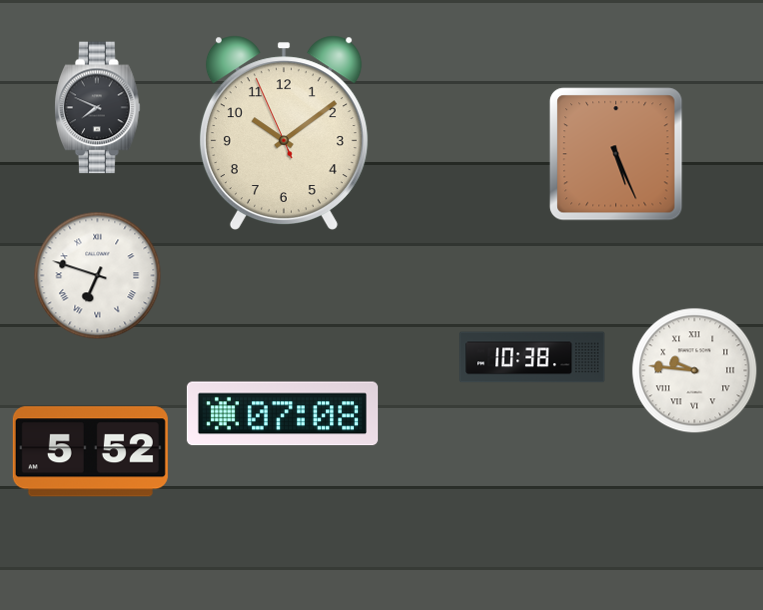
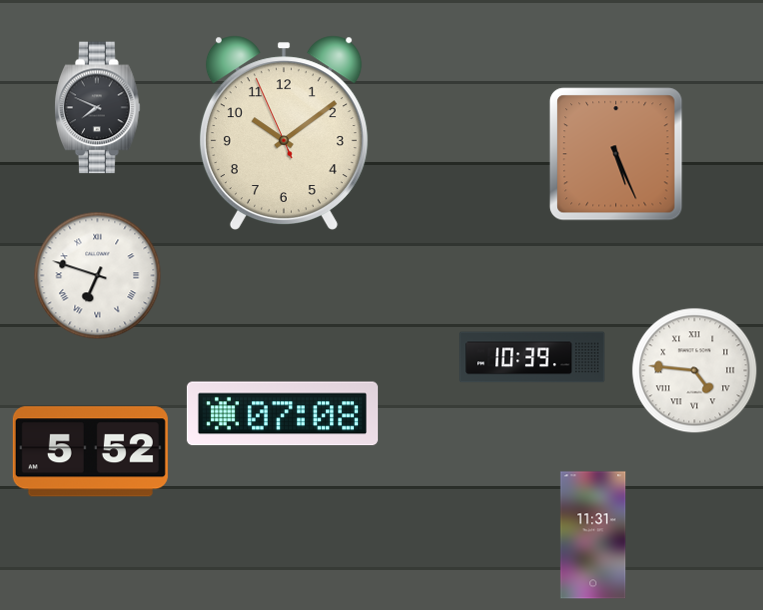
clock at (532, 357): 10:38 -> 10:39
clock at (695, 371): 9:46 -> 4:46
clock at (593, 535): none -> 11:31
